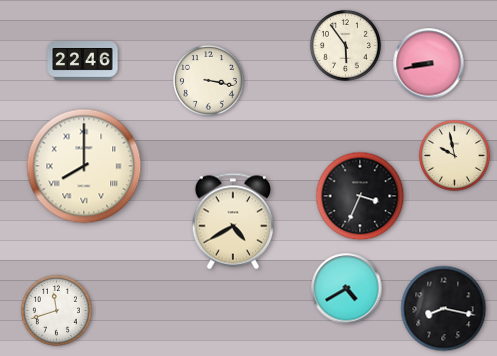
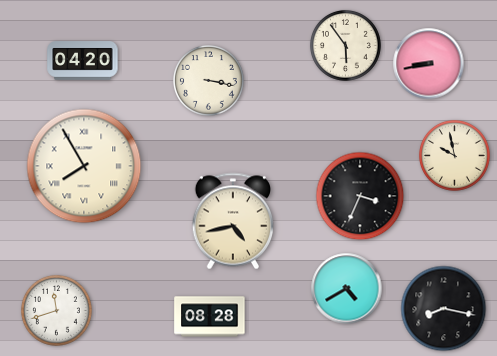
clock at (83, 61): 22:46 -> 04:20
clock at (84, 166): 8:00 -> 7:55
clock at (232, 221): 4:40 -> 4:43
clock at (210, 317): none -> 08:28
